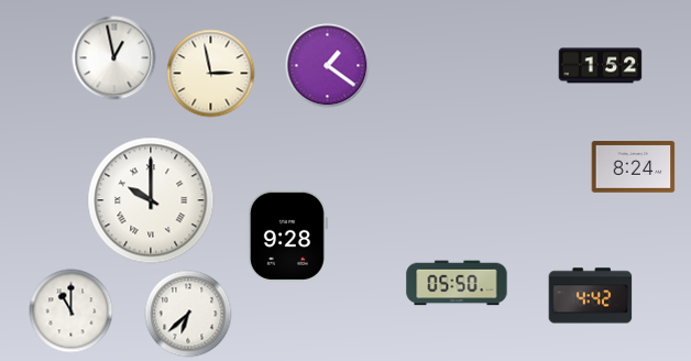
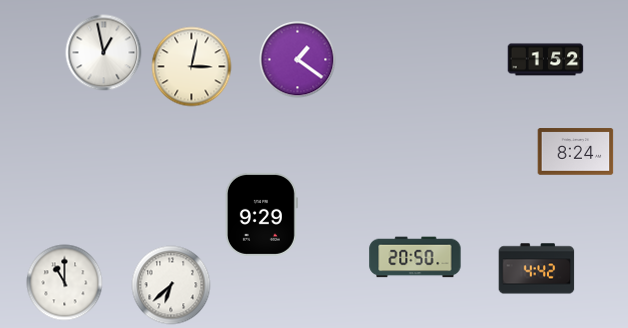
clock at (211, 74): 2:58 -> 3:02
clock at (151, 200): 10:00 -> none
clock at (287, 236): 9:28 -> 9:29
clock at (457, 283): 05:50 -> 20:50
